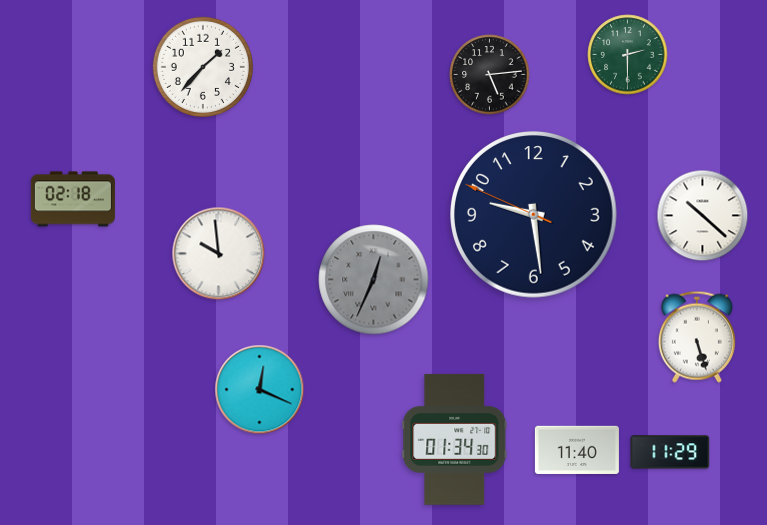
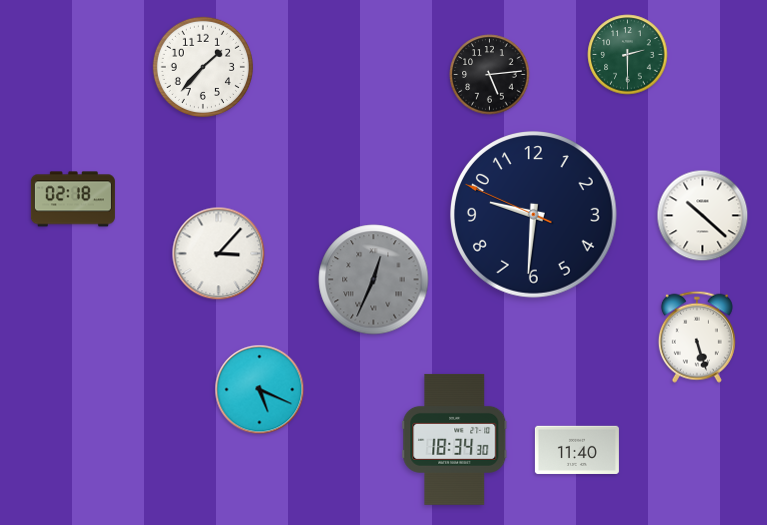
clock at (534, 215): 9:28 -> 9:30
clock at (219, 254): 9:59 -> 3:07
clock at (260, 390): 12:19 -> 5:19
clock at (455, 439): 01:34 -> 18:34
clock at (670, 452): 11:29 -> none
